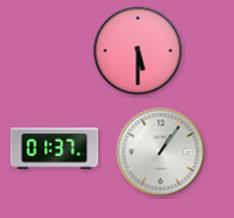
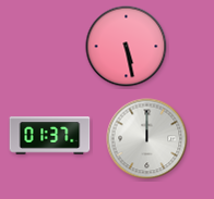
clock at (138, 51): 5:30 -> 5:28
clock at (161, 152): 1:06 -> 12:00
